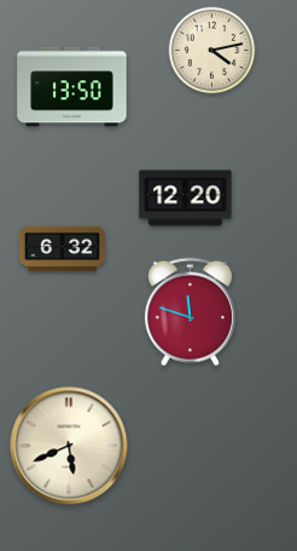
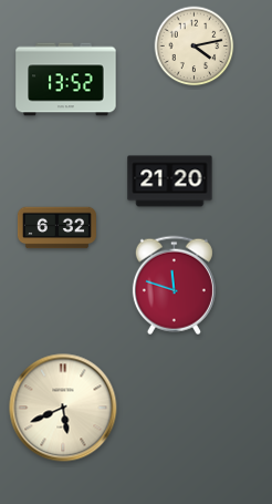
clock at (72, 87): 13:50 -> 13:52
clock at (186, 199): 12:20 -> 21:20
